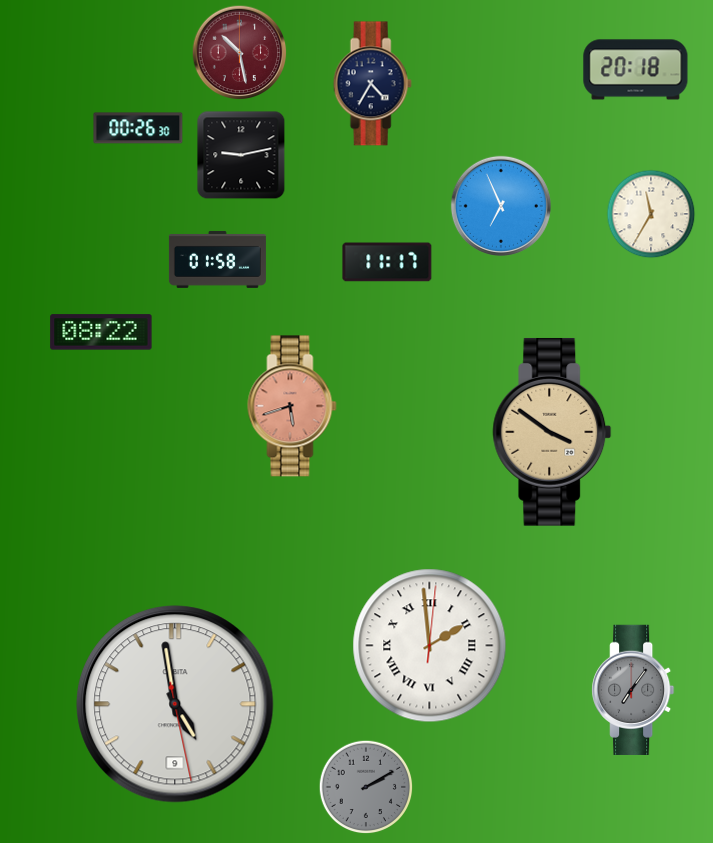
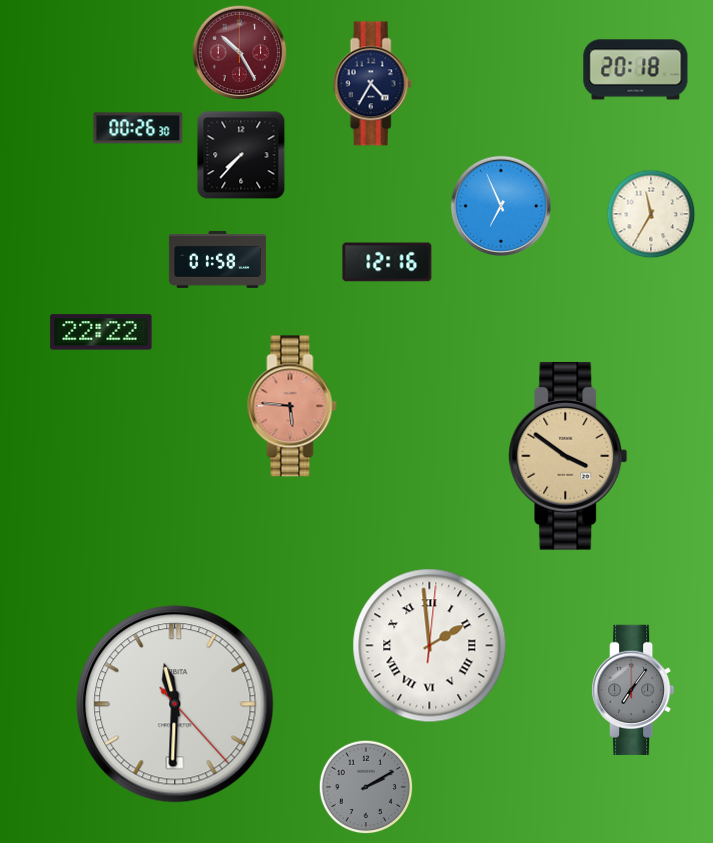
clock at (240, 53): 10:28 -> 10:25
clock at (241, 155): 9:13 -> 7:37
clock at (387, 262): 11:17 -> 12:16
clock at (101, 332): 08:22 -> 22:22
clock at (292, 406): 5:42 -> 5:46
clock at (552, 432) position: (552, 432) -> (568, 456)
clock at (175, 704): 4:58 -> 11:30
